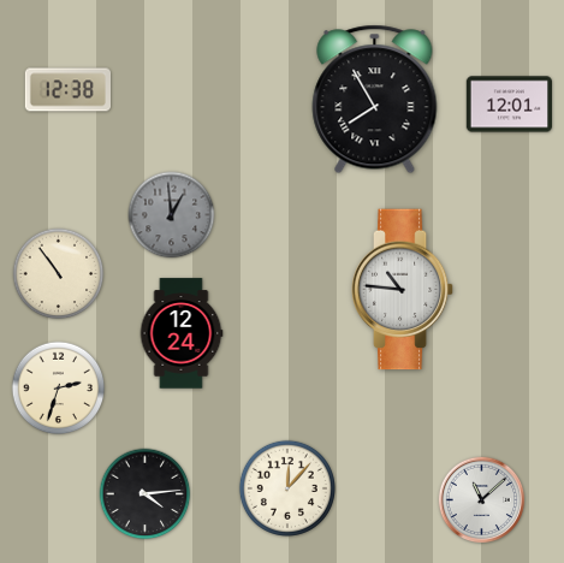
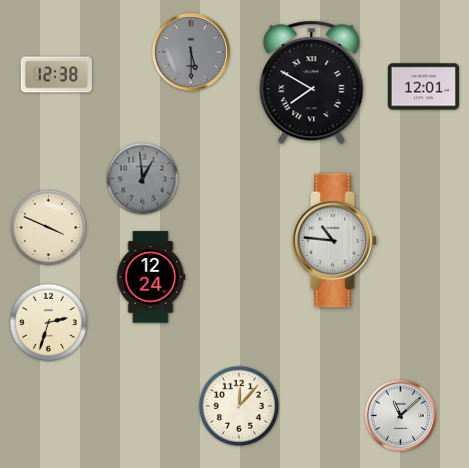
clock at (191, 52): none -> 5:30
clock at (375, 100): 7:55 -> 7:50
clock at (59, 274): 10:54 -> 3:49
clock at (146, 494): 4:14 -> none
